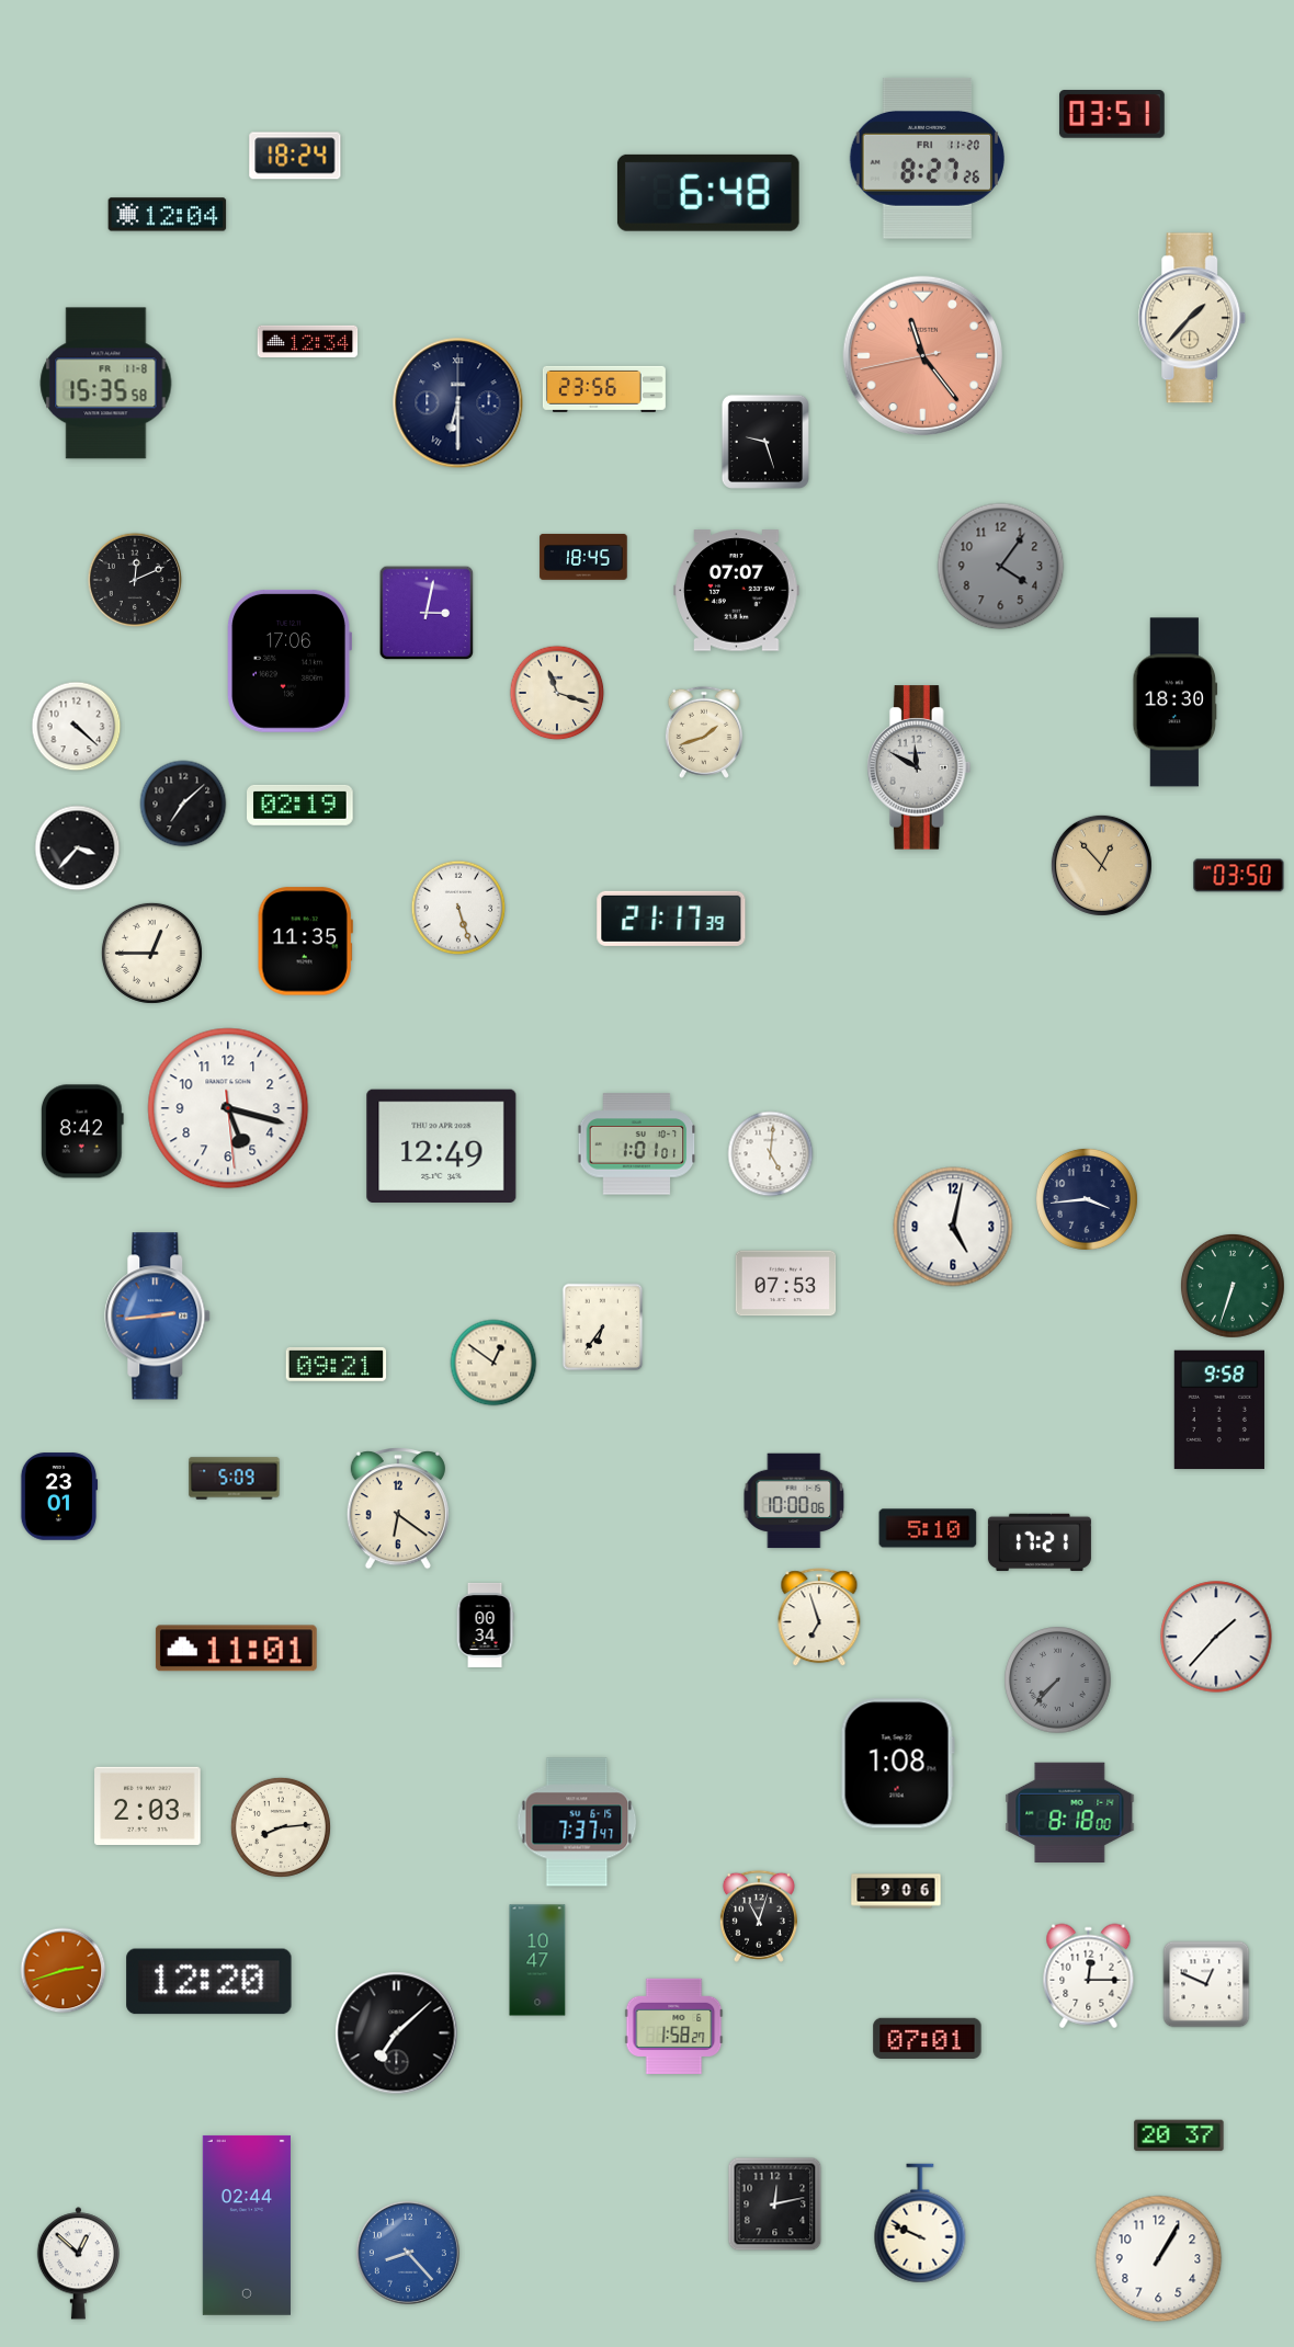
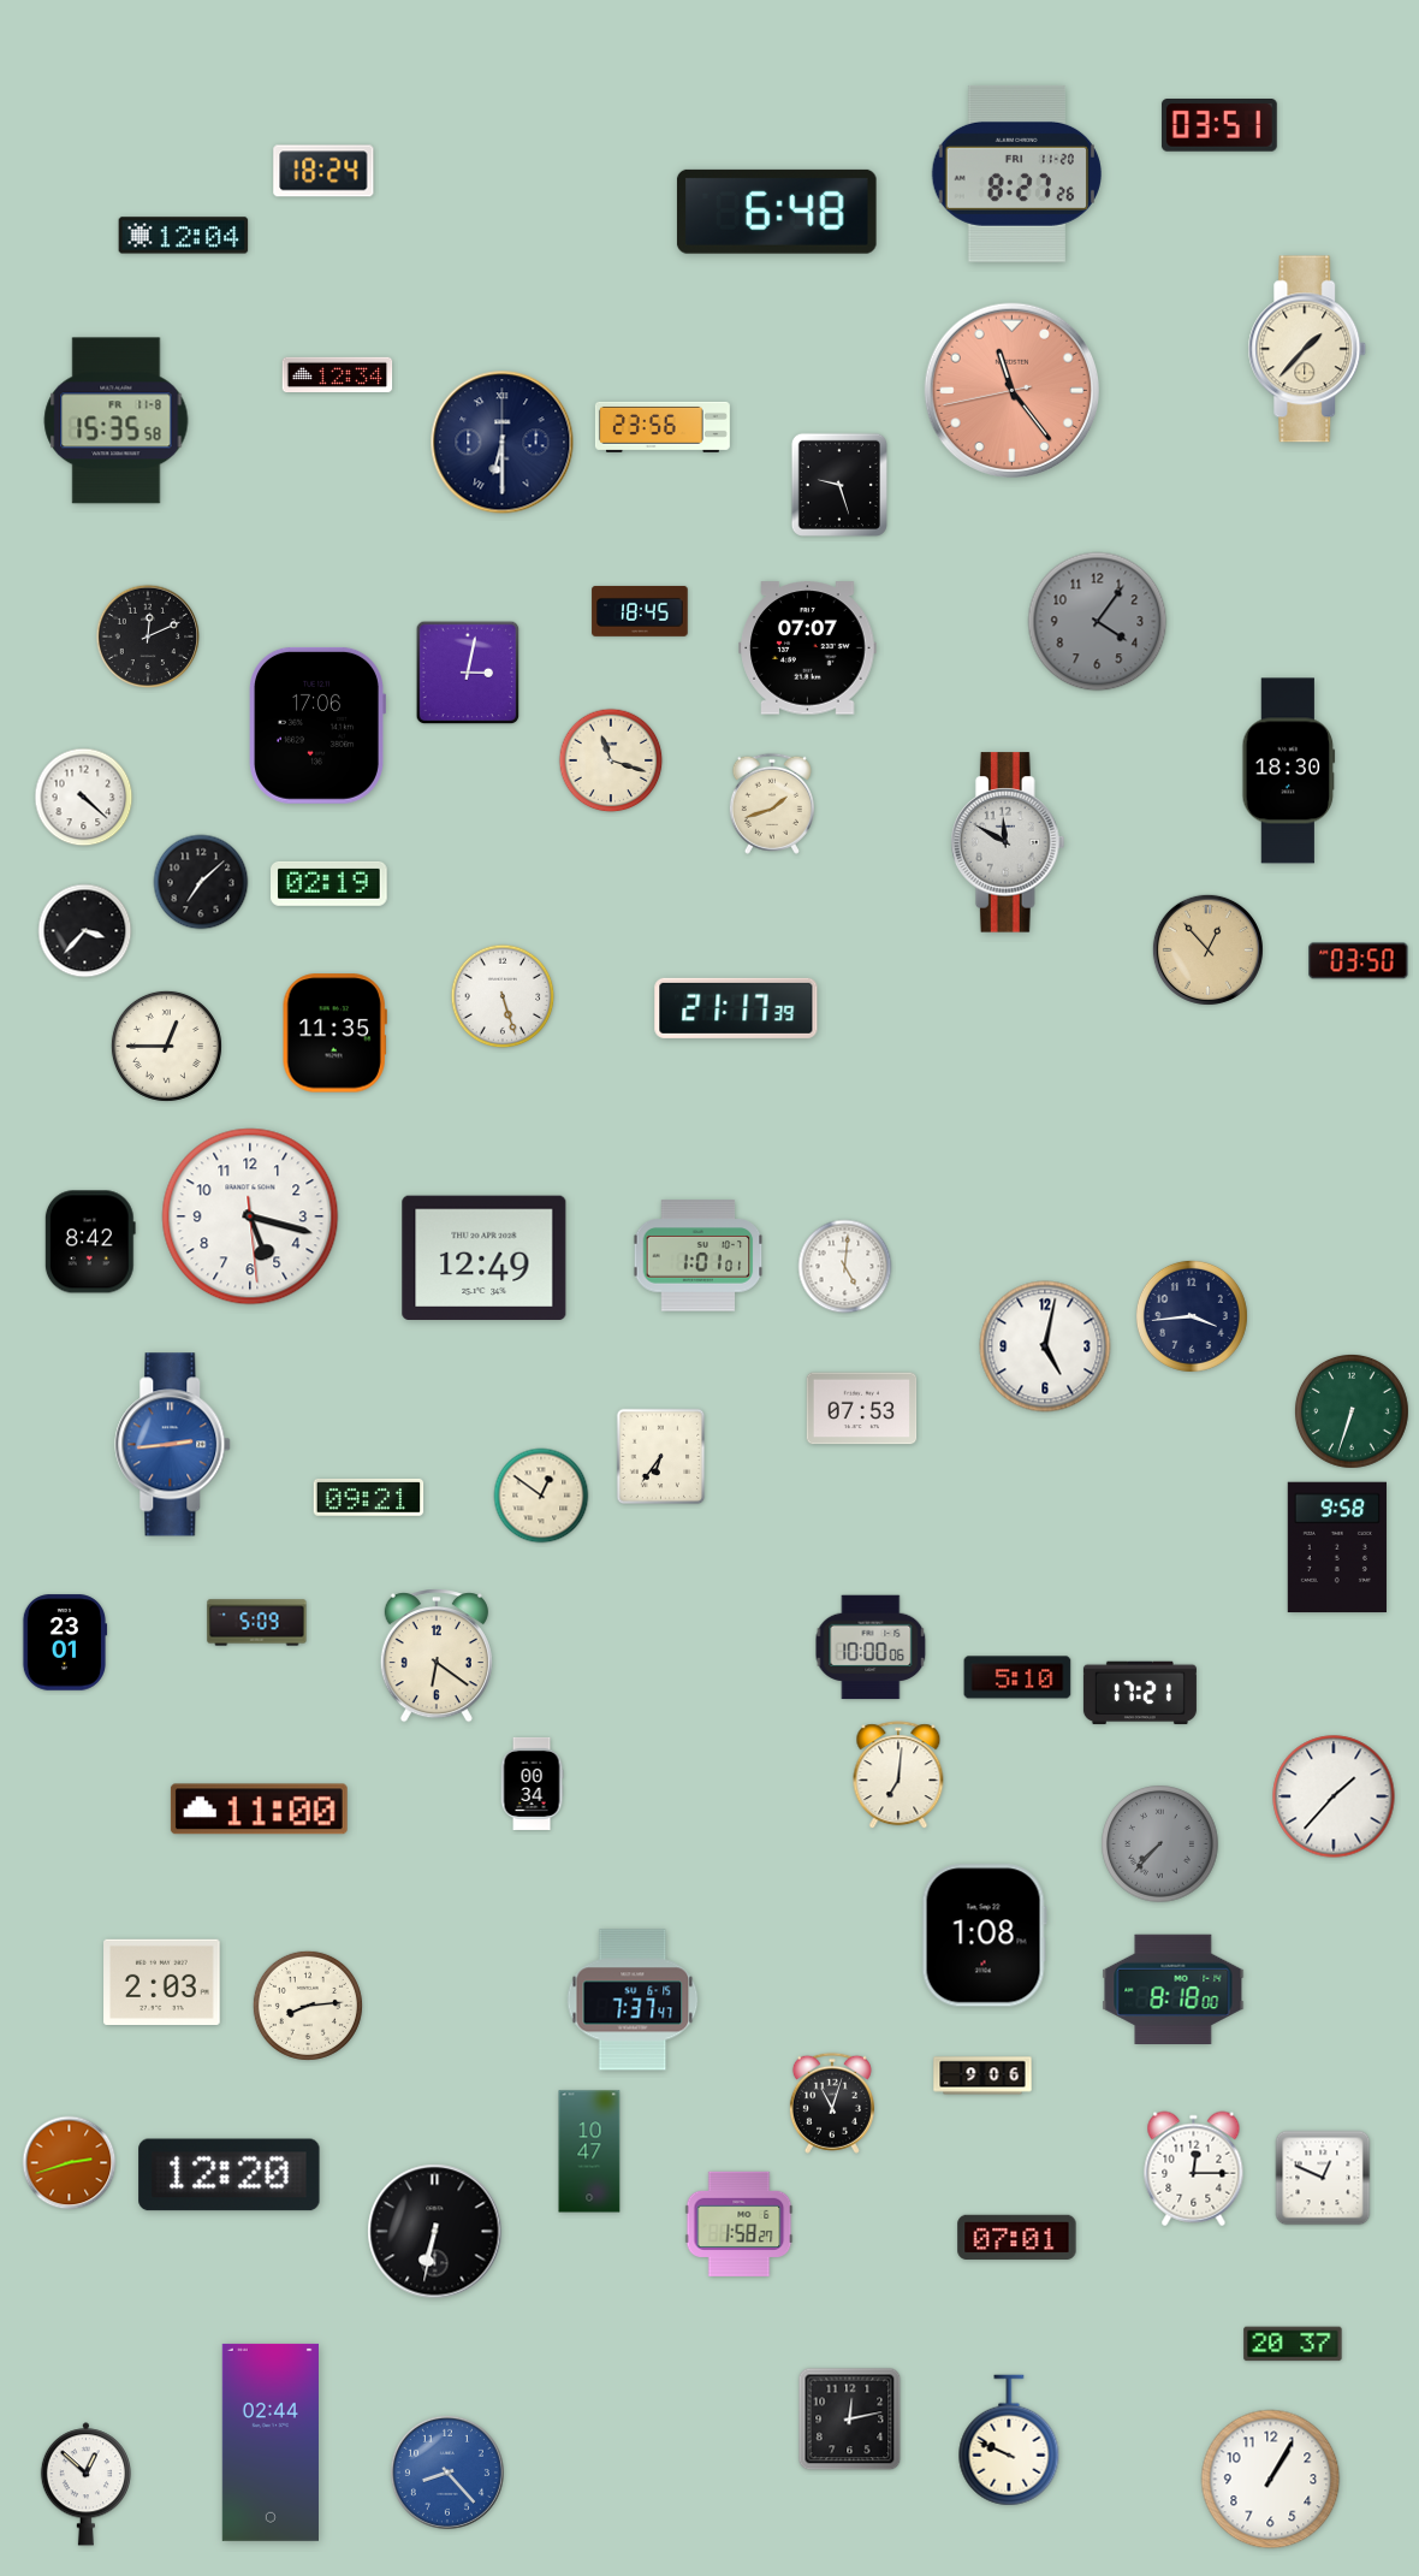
clock at (819, 1618): 6:57 -> 7:01
clock at (236, 1649): 11:01 -> 11:00
clock at (397, 2033): 7:08 -> 6:32
